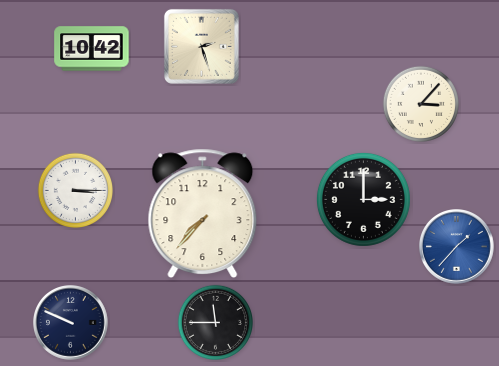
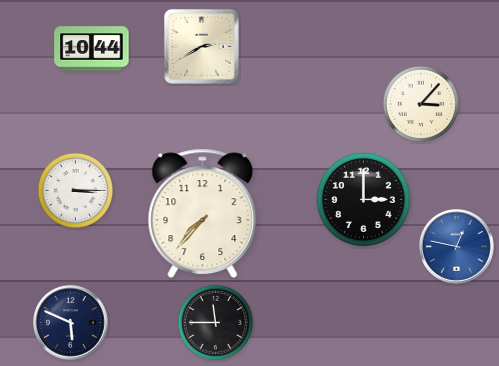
clock at (201, 46): 2:27 -> 2:40
clock at (92, 49): 10:42 -> 10:44
clock at (457, 247): 1:37 -> 12:47
clock at (71, 323): 9:49 -> 5:49
